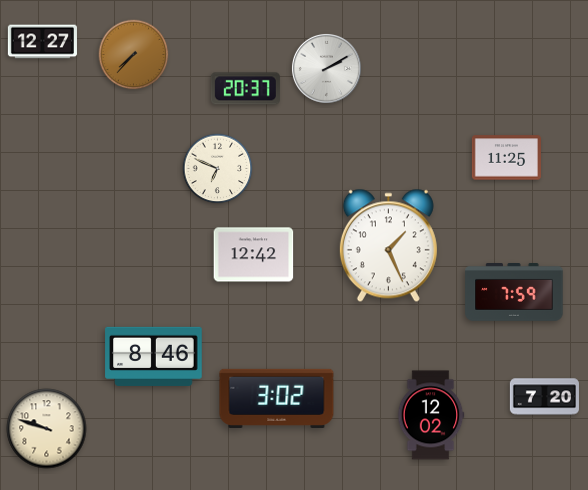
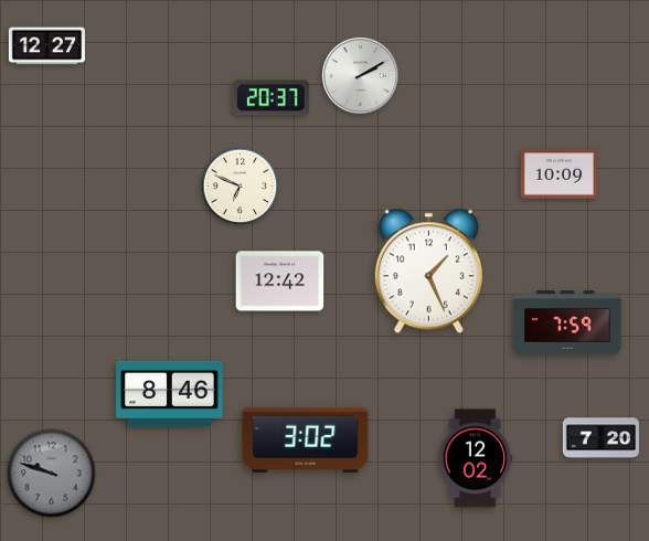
clock at (134, 55): 7:37 -> none
clock at (506, 158): 11:25 -> 10:09
clock at (47, 429) dial: cream -> grey
